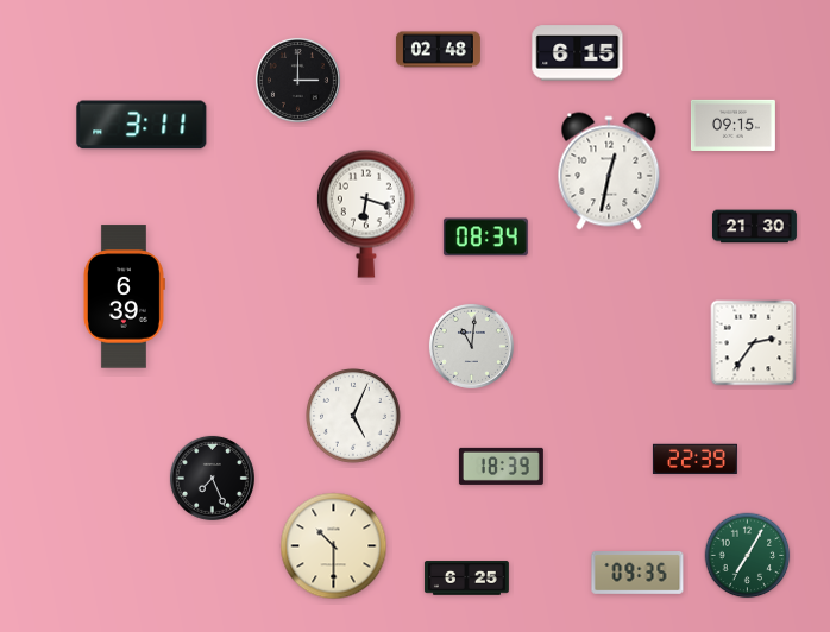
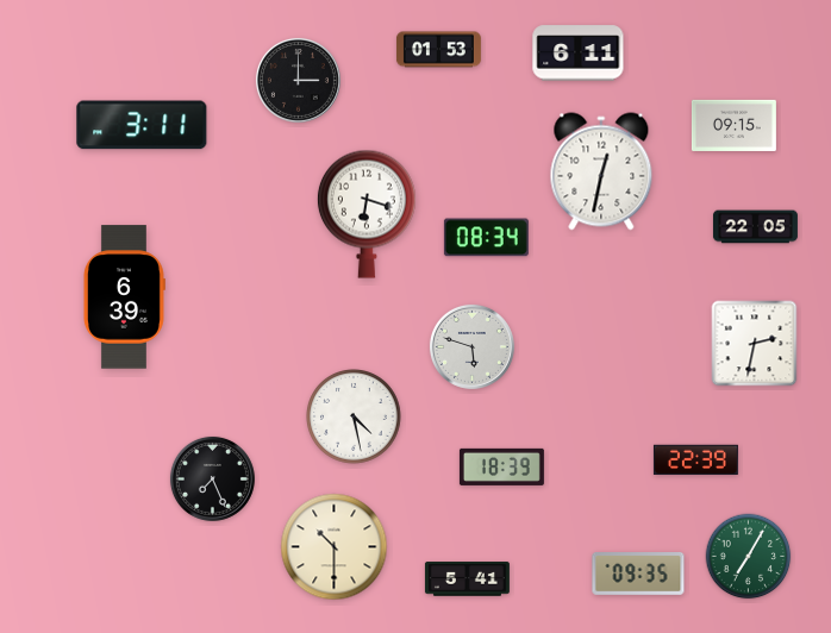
clock at (438, 50): 02:48 -> 01:53
clock at (578, 53): 6:15 -> 6:11
clock at (609, 171) position: (609, 171) -> (601, 171)
clock at (754, 227): 21:30 -> 22:05
clock at (754, 343): 2:36 -> 2:32
clock at (471, 346): 11:01 -> 5:48
clock at (354, 417): 5:04 -> 4:28
clock at (466, 579): 6:25 -> 5:41
